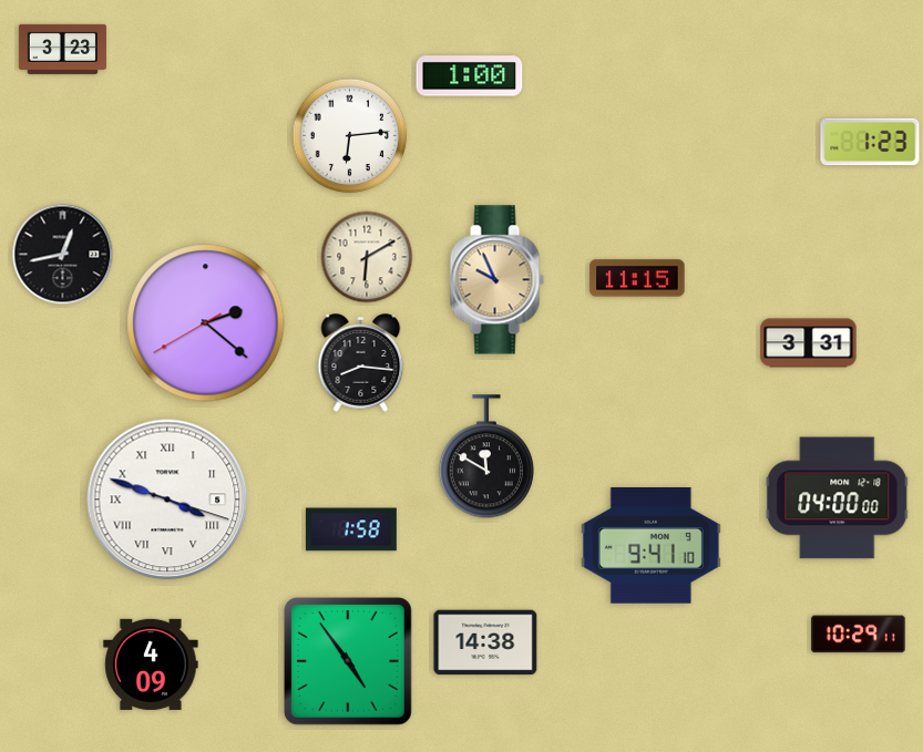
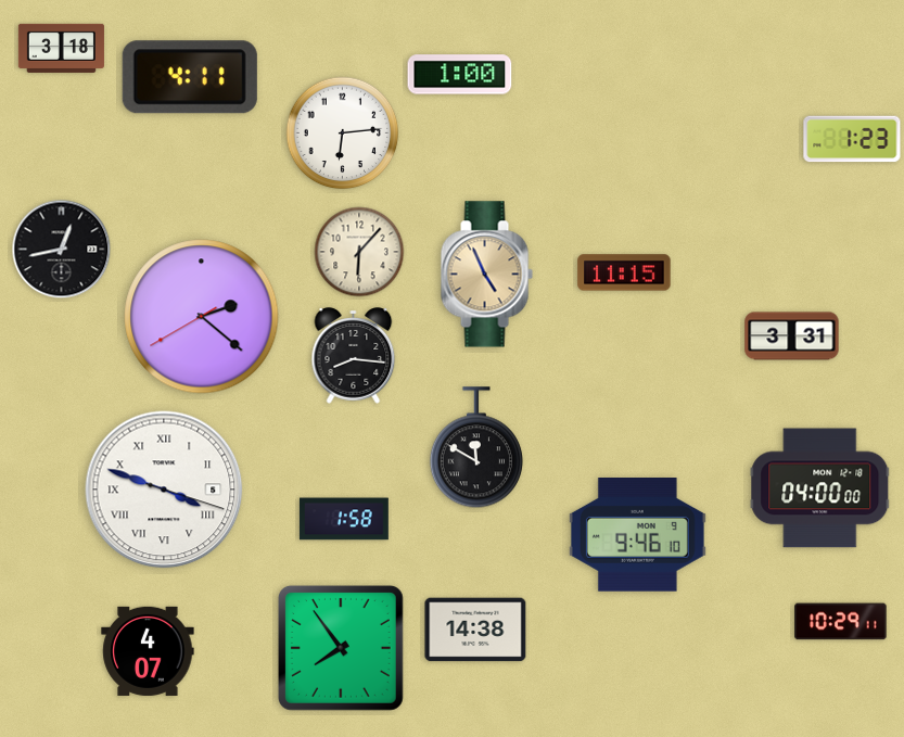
clock at (62, 49): 3:23 -> 3:18
clock at (190, 77): none -> 4:11
clock at (367, 257): 6:10 -> 6:07
clock at (496, 280): 9:56 -> 4:56
clock at (650, 546): 9:41 -> 9:46
clock at (348, 661): 4:54 -> 7:54
clock at (151, 665): 4:09 -> 4:07
